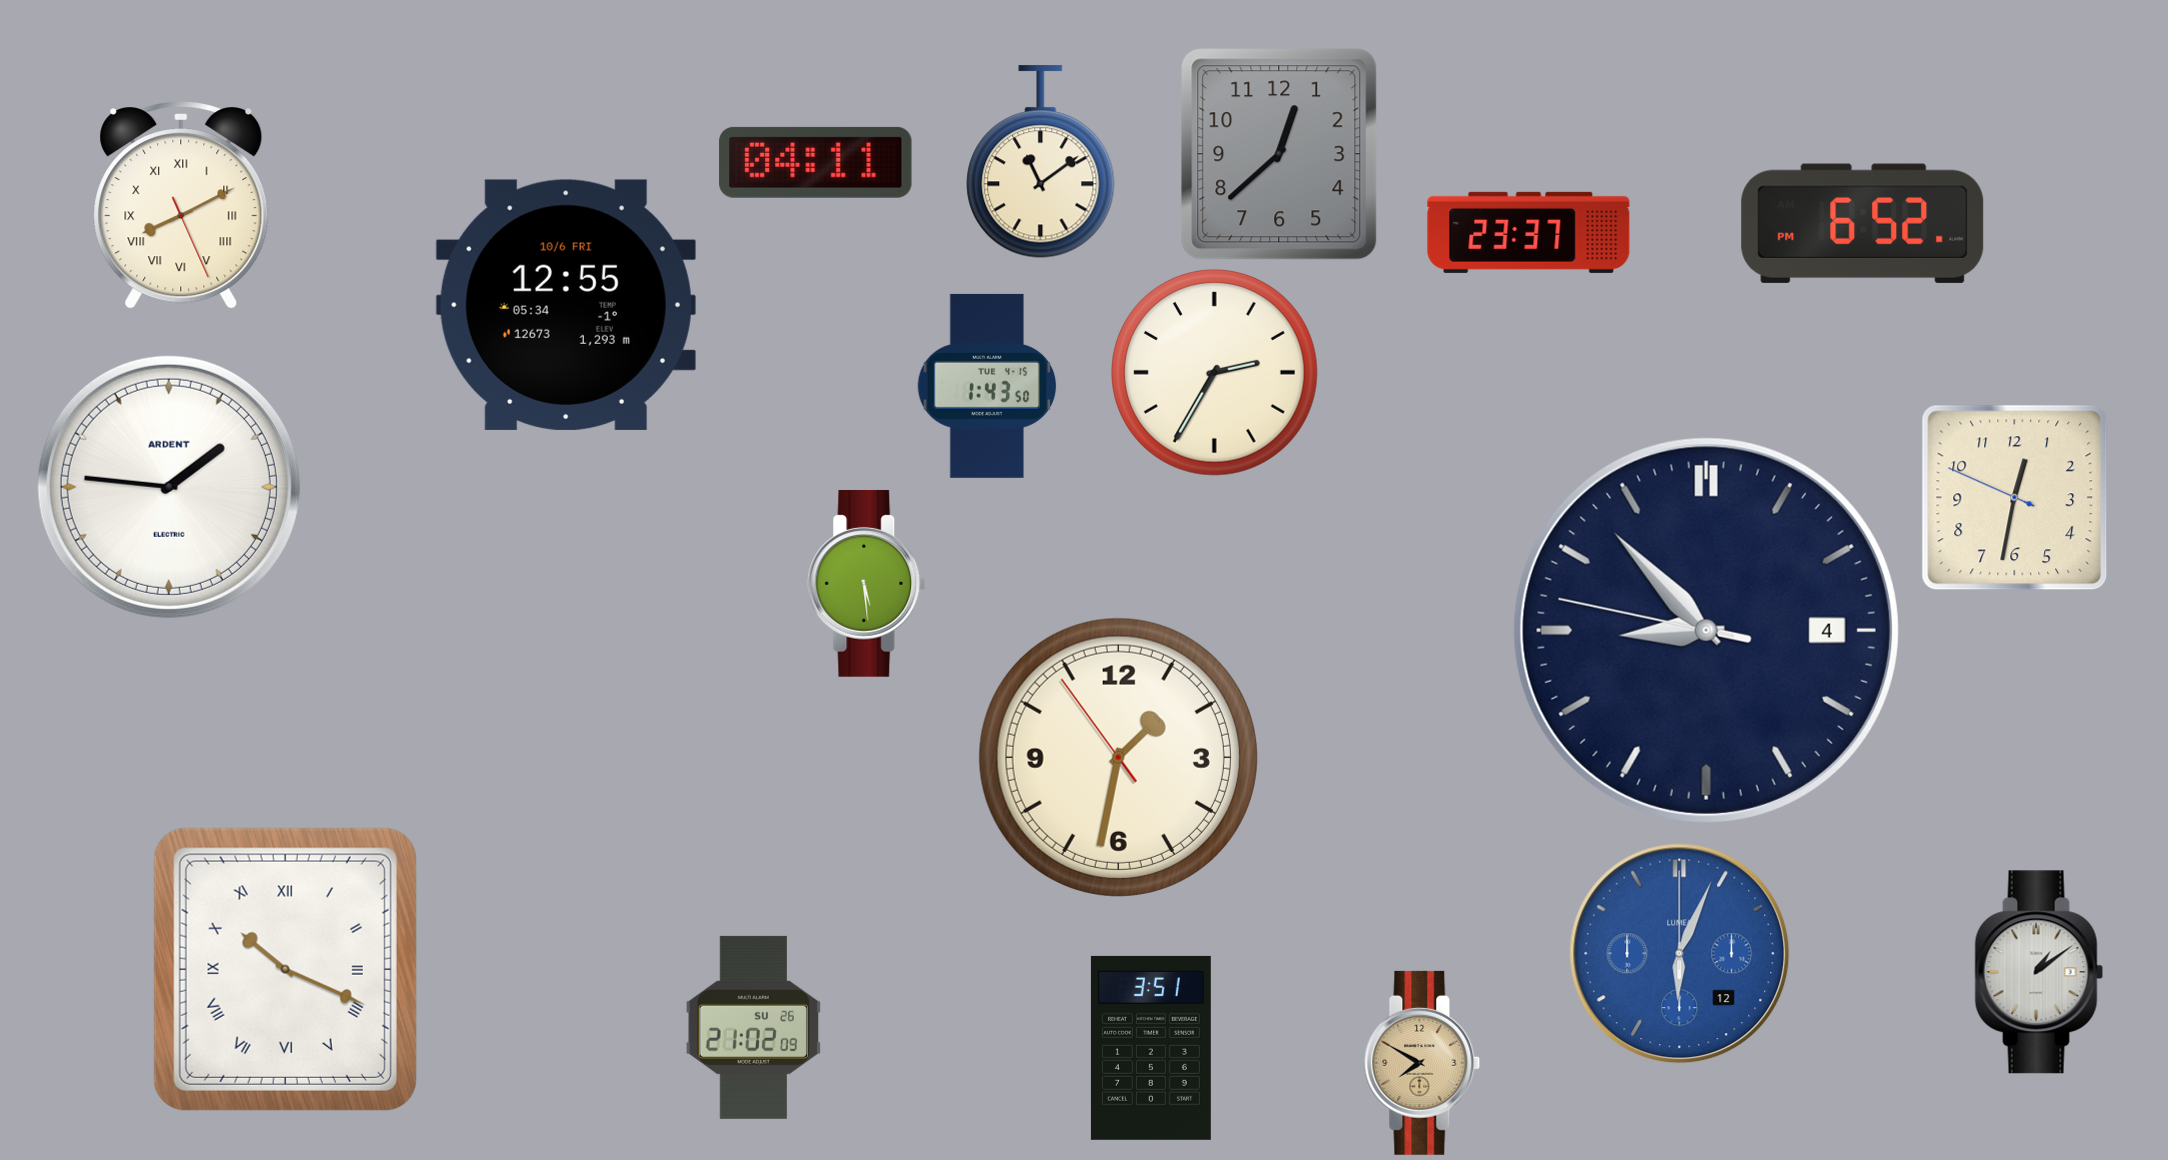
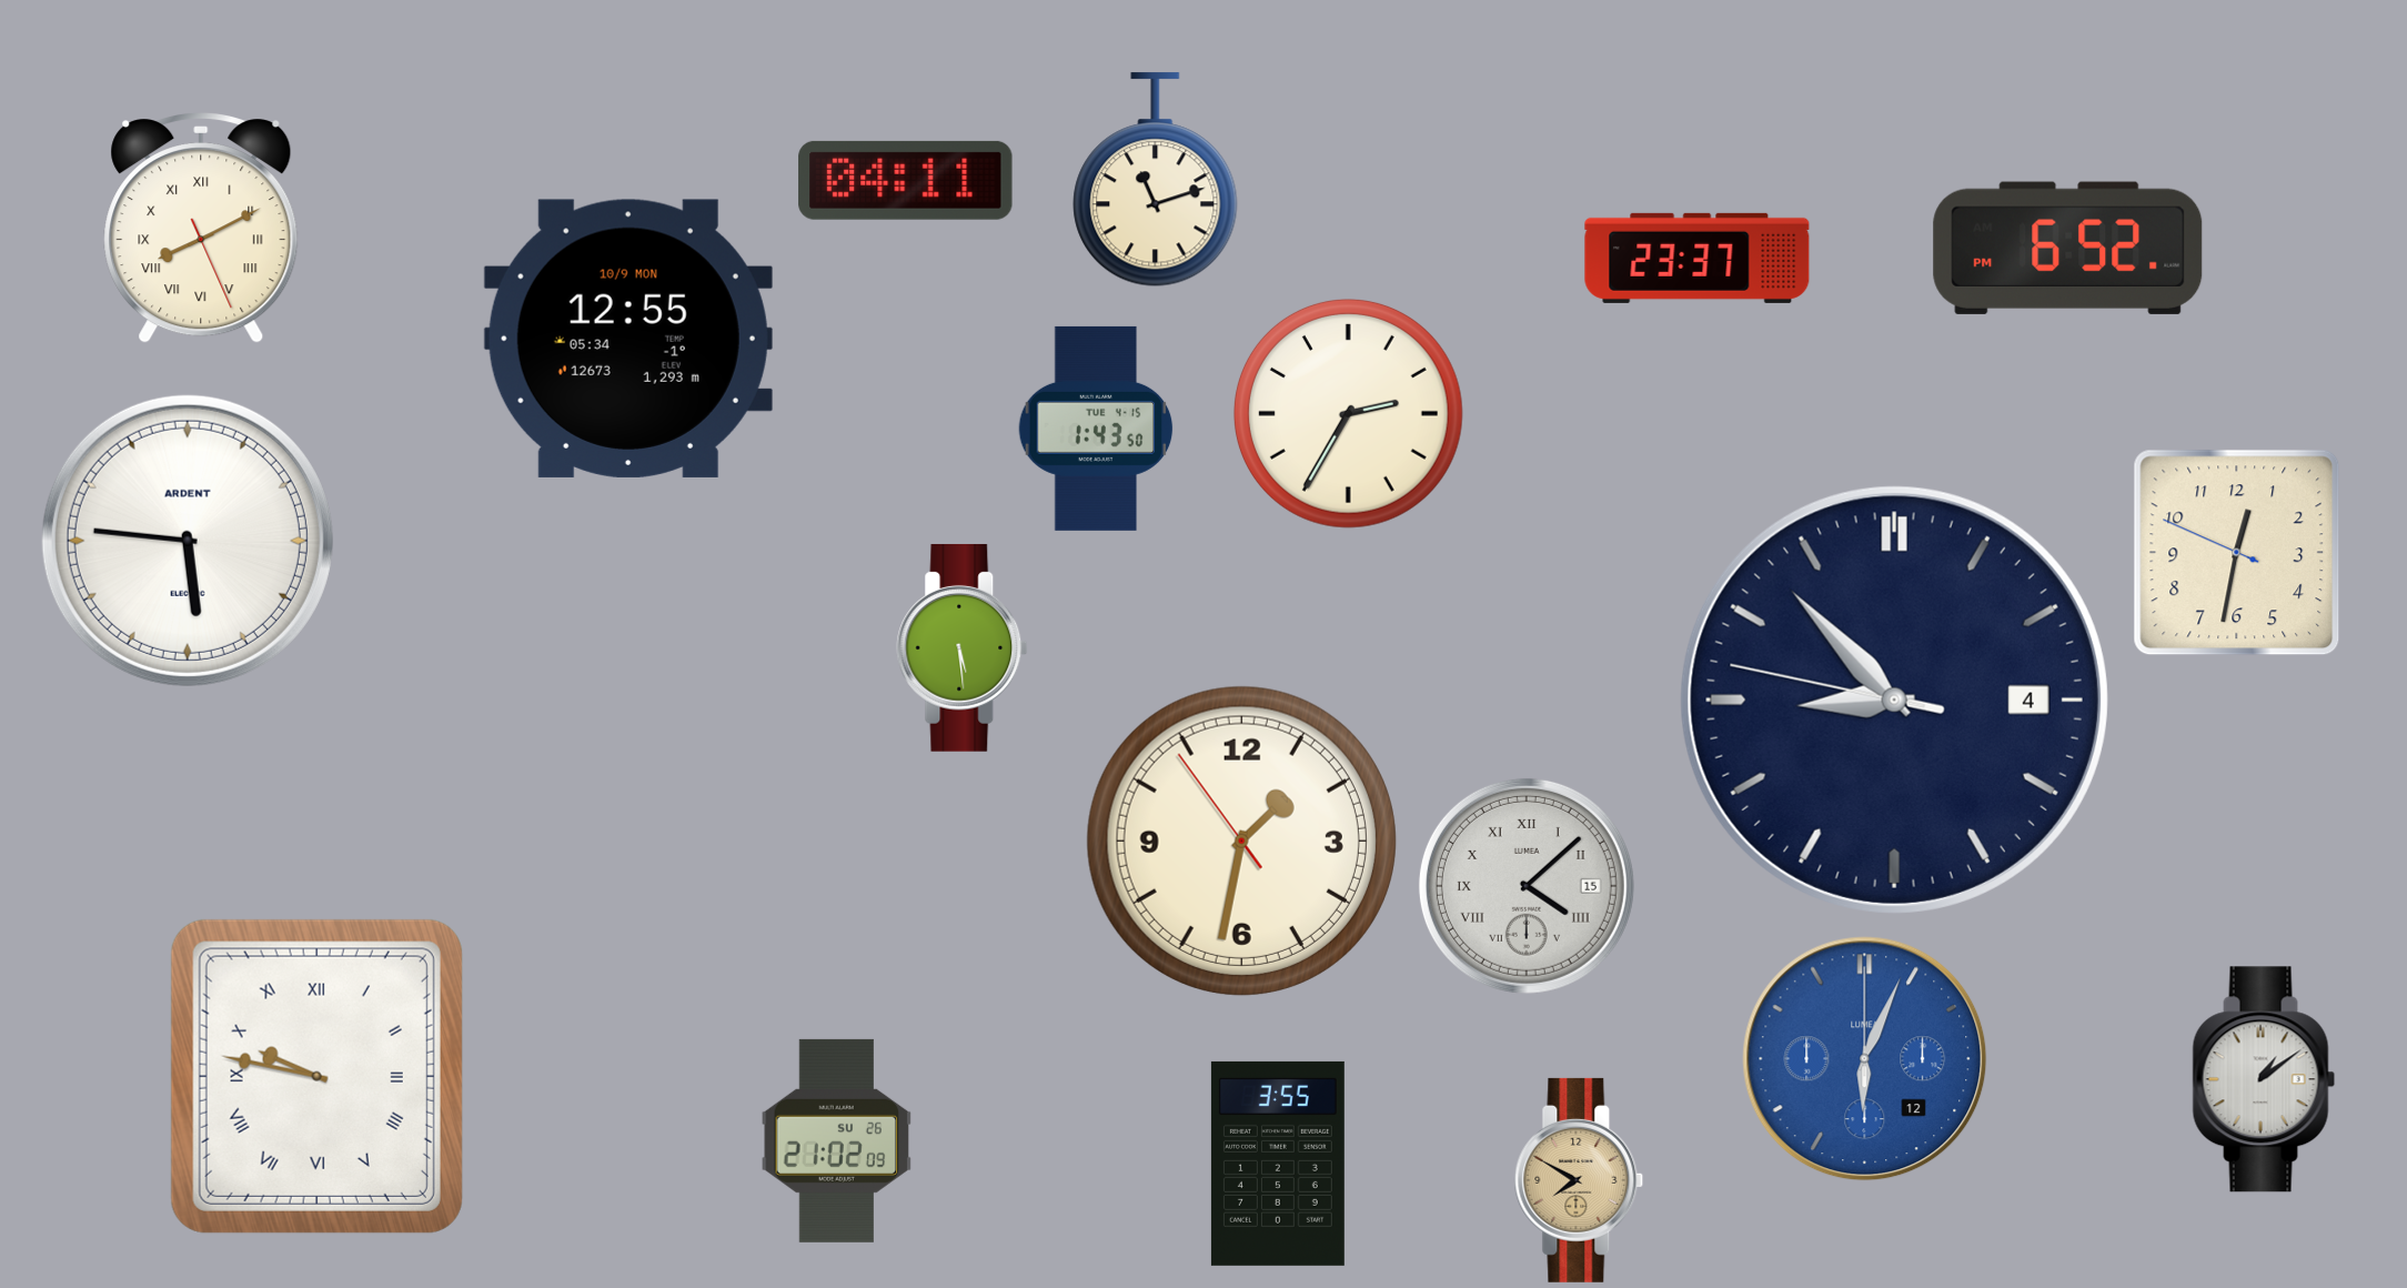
clock at (1279, 154): 12:38 -> none
clock at (1041, 162): 11:09 -> 11:12
clock at (566, 305) date: 10/6 FRI -> 10/9 MON
clock at (169, 487): 1:46 -> 5:46
clock at (1527, 886): none -> 4:08
clock at (285, 969): 10:19 -> 9:47
clock at (1151, 1048): 3:51 -> 3:55
